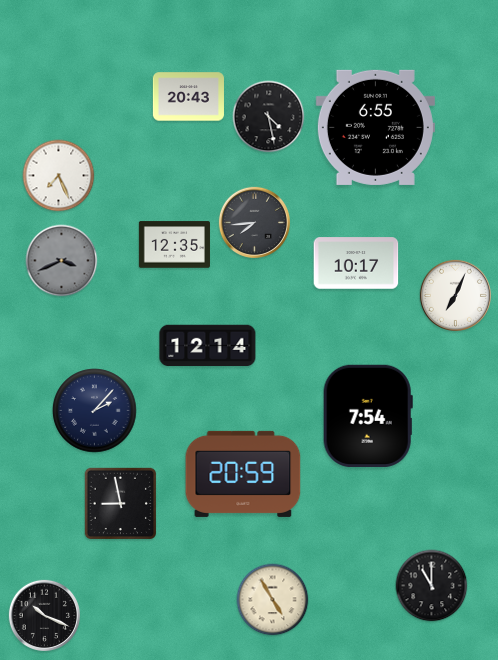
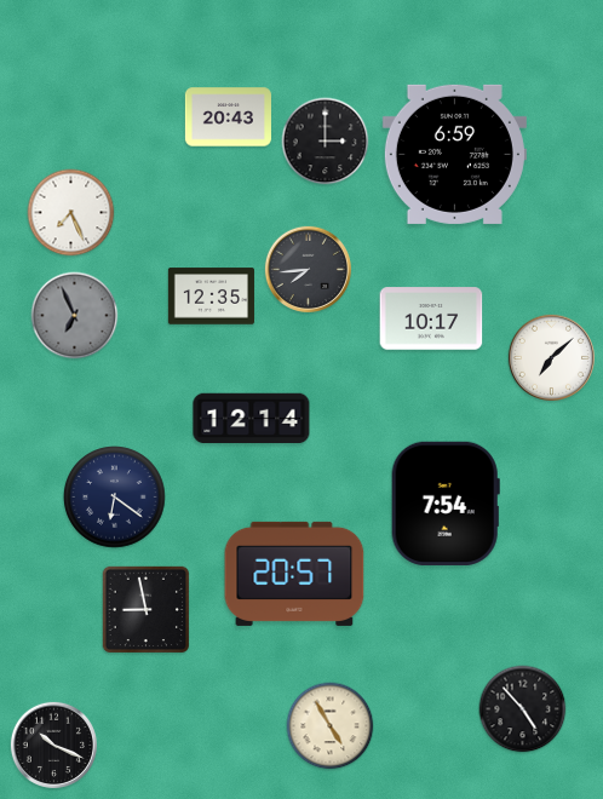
clock at (269, 117): 4:28 -> 3:00
clock at (375, 127): 6:55 -> 6:59
clock at (62, 261): 3:41 -> 6:56
clock at (455, 295): 7:04 -> 7:08
clock at (95, 411): 2:07 -> 6:21
clock at (243, 474): 20:59 -> 20:57
clock at (432, 586): 11:00 -> 4:53
